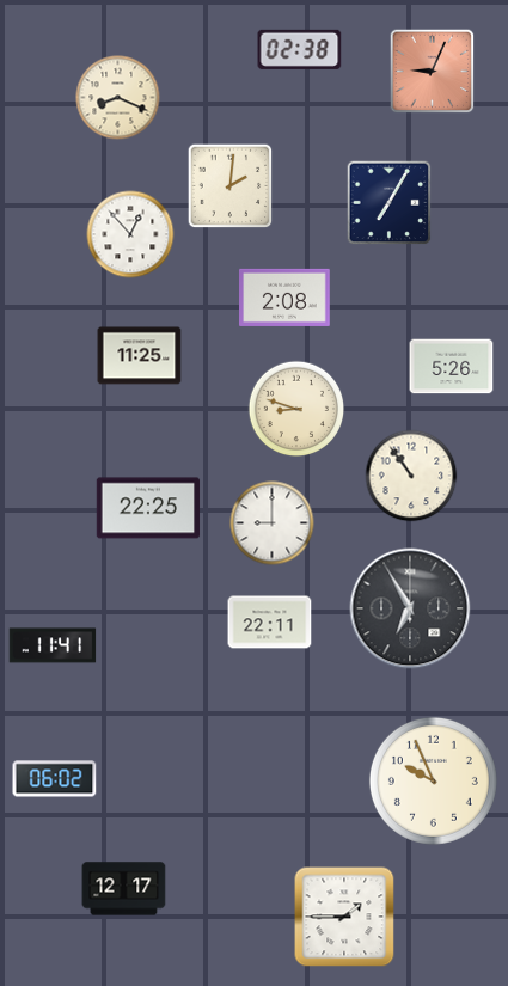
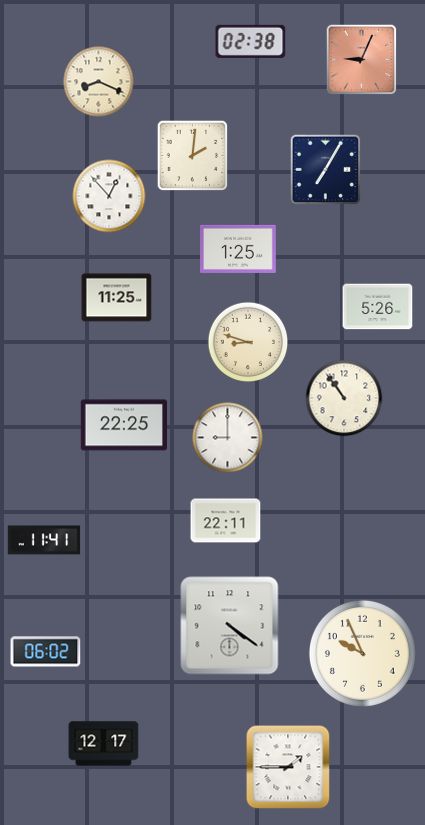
clock at (286, 298): 2:08 -> 1:25
clock at (410, 608): 6:55 -> none
clock at (230, 626): none -> 4:21
